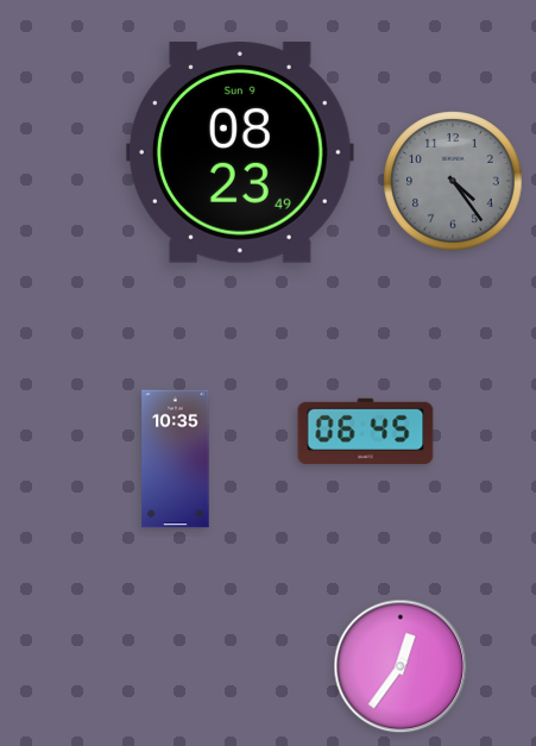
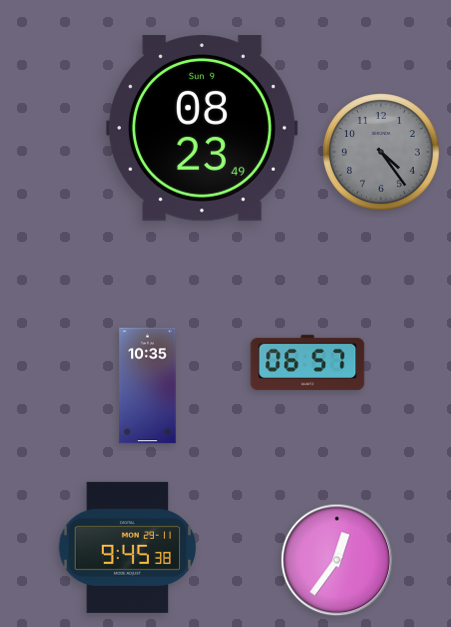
clock at (366, 432): 06:45 -> 06:57
clock at (127, 547): none -> 9:45
